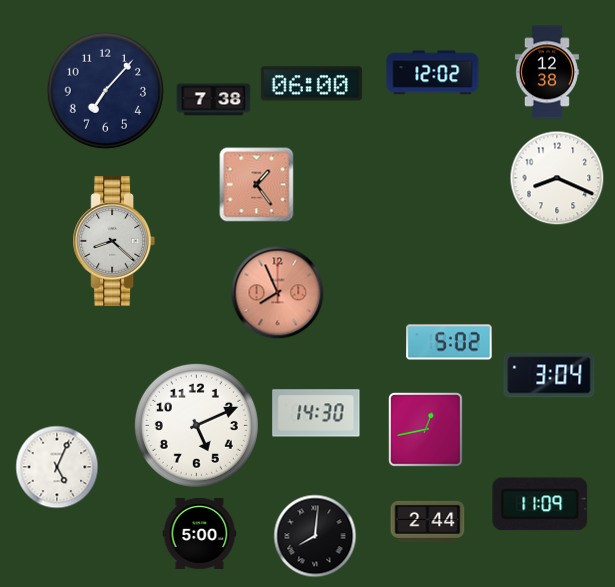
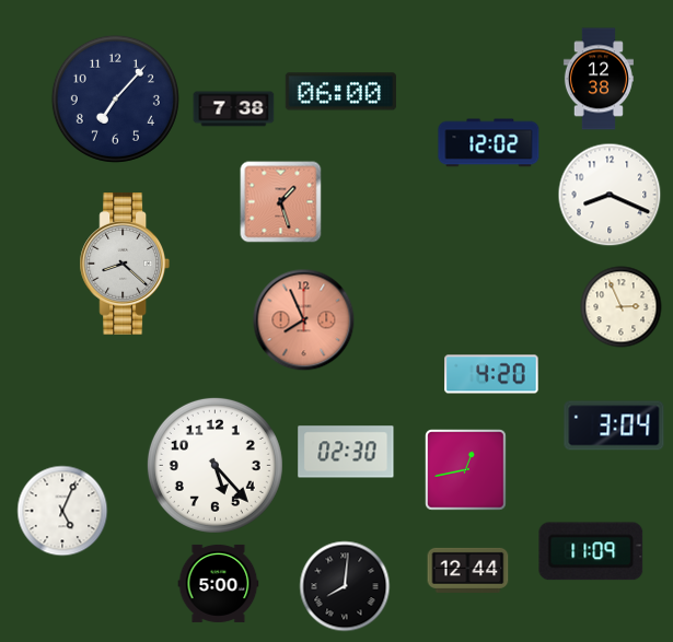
clock at (433, 73) position: (433, 73) -> (489, 143)
clock at (257, 185): 1:24 -> 1:27
clock at (622, 307): none -> 2:56
clock at (449, 342): 5:02 -> 4:20
clock at (549, 375) position: (549, 375) -> (614, 425)
clock at (316, 413): 14:30 -> 02:30
clock at (196, 425): 5:11 -> 5:23
clock at (428, 521): 2:44 -> 12:44
